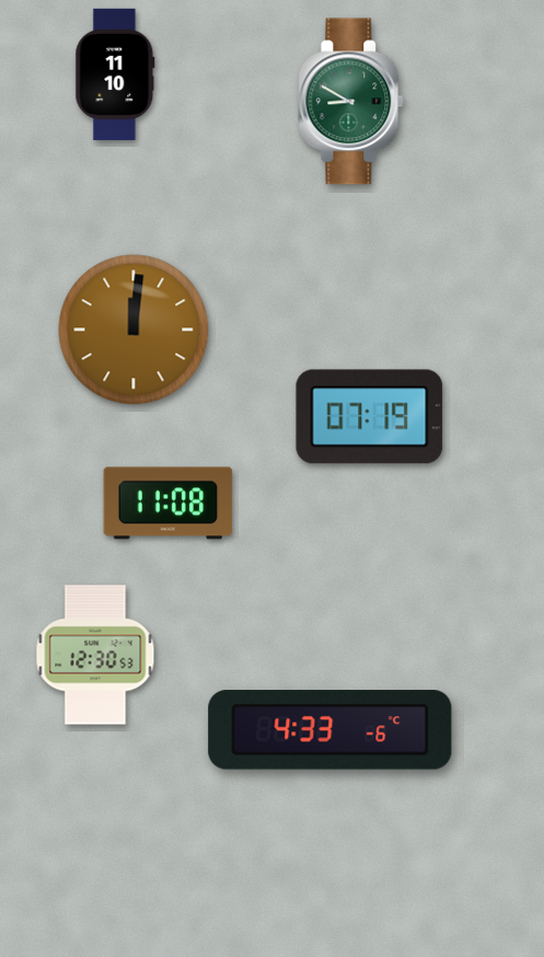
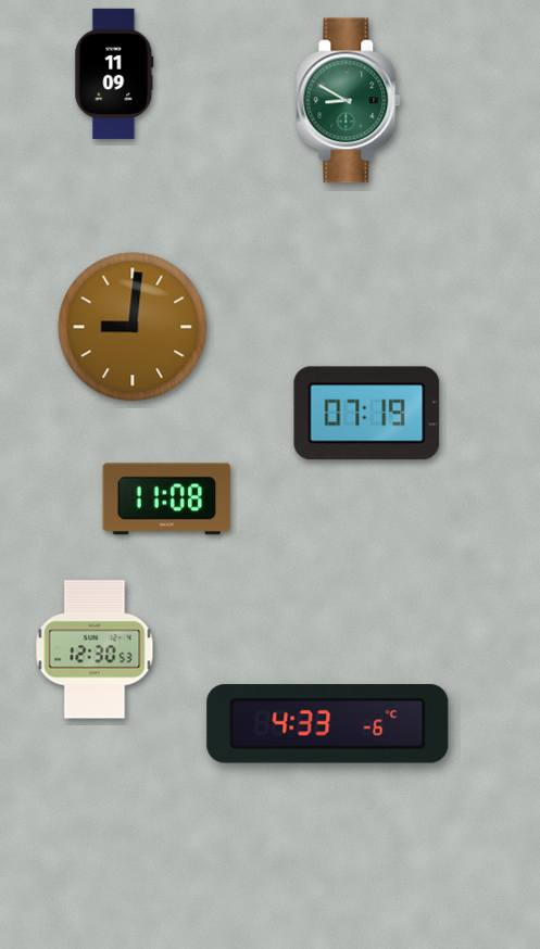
clock at (115, 74): 11:10 -> 11:09
clock at (134, 330): 12:01 -> 9:01
